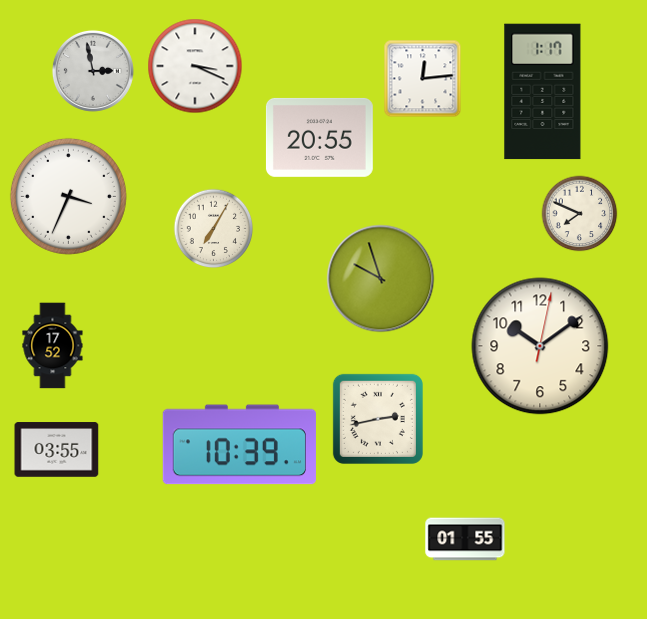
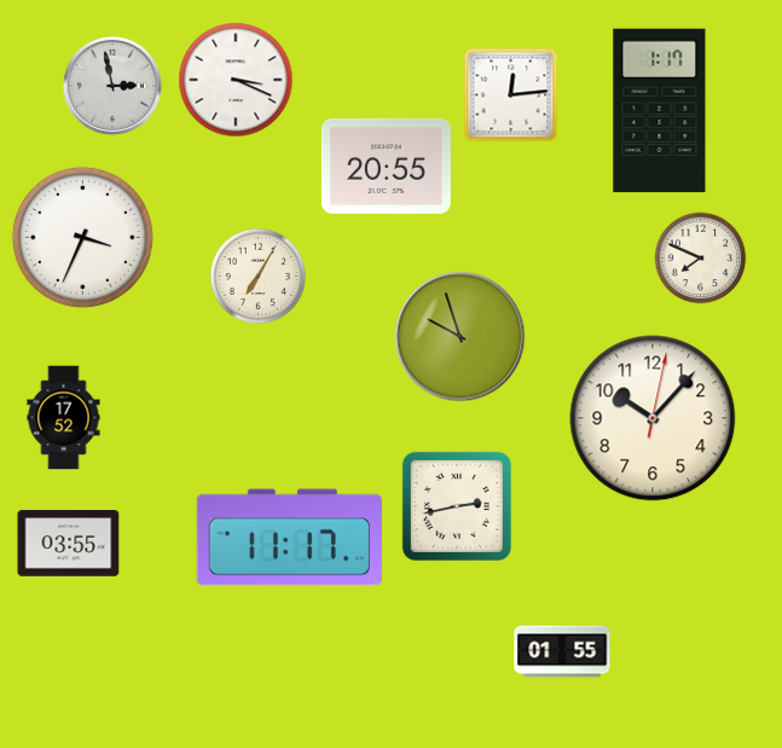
clock at (543, 92) position: (543, 92) -> (660, 111)
clock at (540, 346): 10:09 -> 10:07
clock at (239, 445): 10:39 -> 11:17
